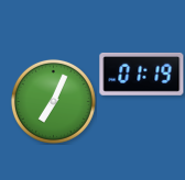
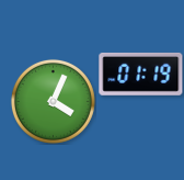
clock at (53, 101): 7:04 -> 4:04
